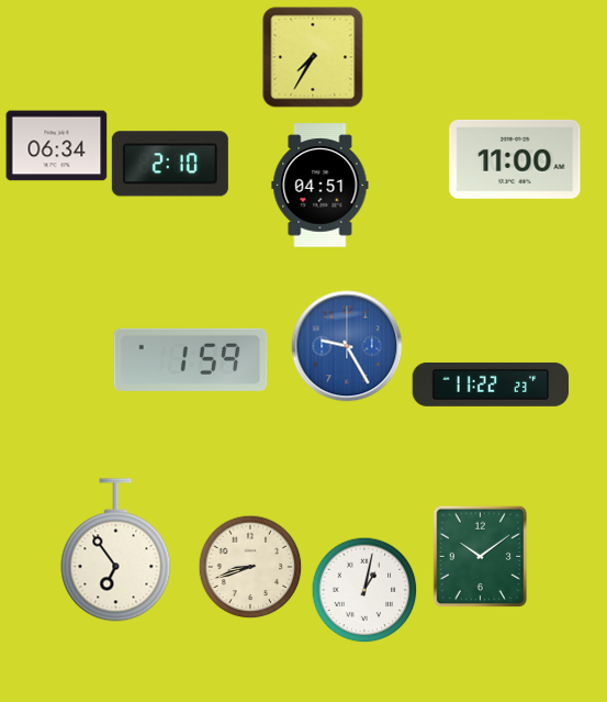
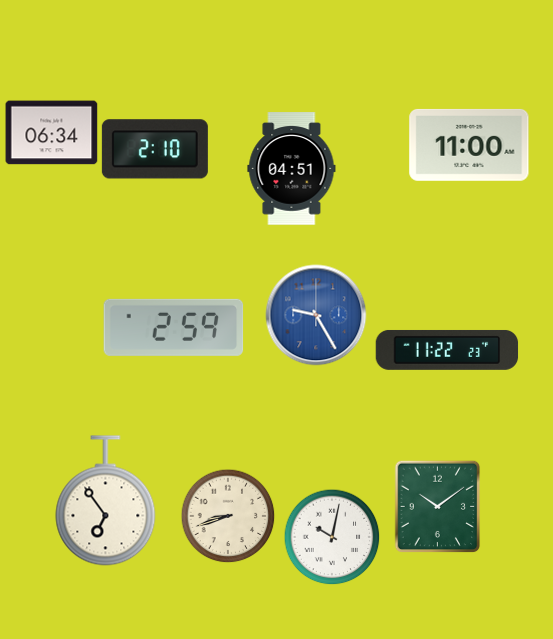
clock at (313, 57): 7:35 -> none
clock at (191, 359): 1:59 -> 2:59
clock at (364, 590): 1:02 -> 10:02
